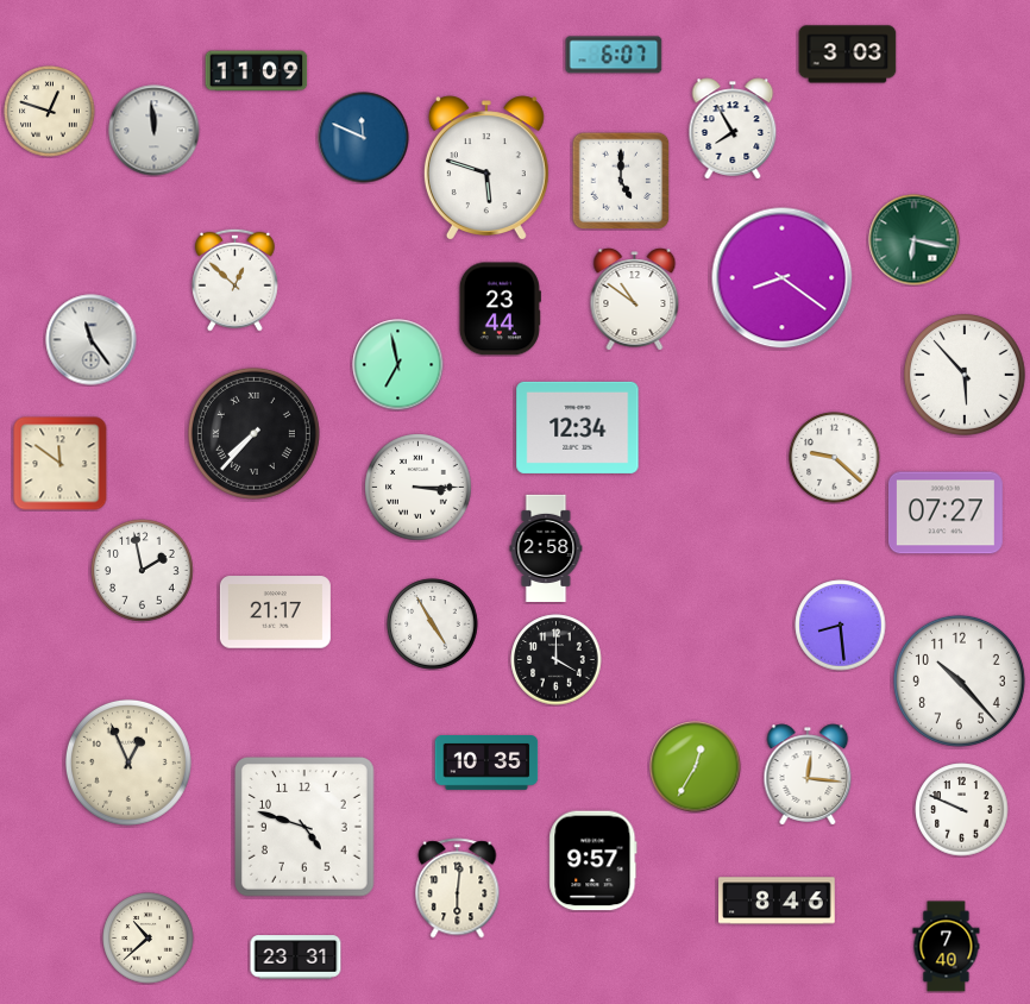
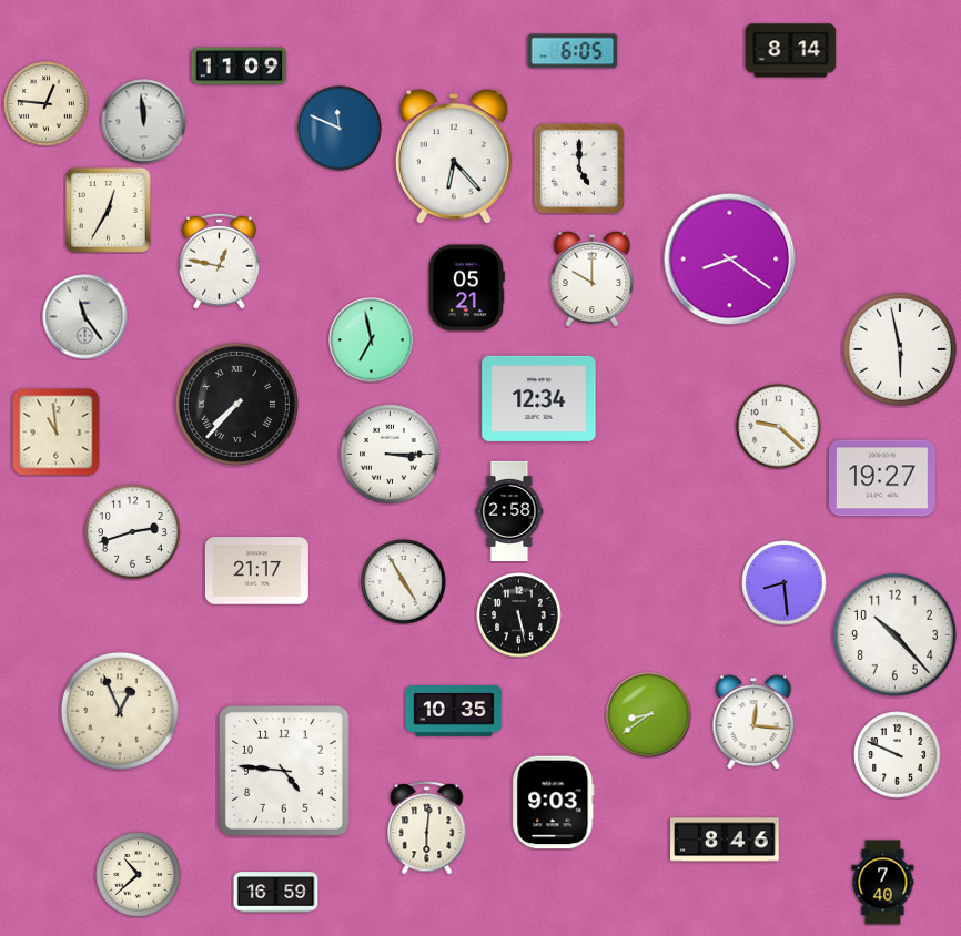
clock at (614, 55): 6:07 -> 6:05
clock at (848, 55): 3:03 -> 8:14
clock at (50, 112): 12:48 -> 12:46
clock at (733, 128): 7:55 -> none
clock at (486, 168): 5:48 -> 6:23
clock at (109, 211): none -> 12:35
clock at (915, 240): 6:17 -> none
clock at (234, 280): 12:52 -> 12:47
clock at (635, 300): 10:51 -> 10:00
clock at (500, 309): 23:44 -> 05:21
clock at (965, 375): 5:53 -> 5:58
clock at (61, 464): 11:51 -> 10:59
clock at (946, 513): 07:27 -> 19:27
clock at (143, 571): 1:58 -> 2:42
clock at (557, 660): 4:00 -> 5:28
clock at (696, 767): 12:35 -> 8:39
clock at (306, 828): 4:48 -> 4:46
clock at (593, 861): 9:57 -> 9:03
clock at (296, 958): 23:31 -> 16:59
